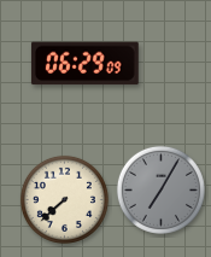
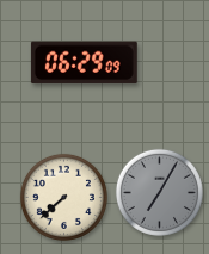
clock at (160, 189) position: (160, 189) -> (159, 192)
